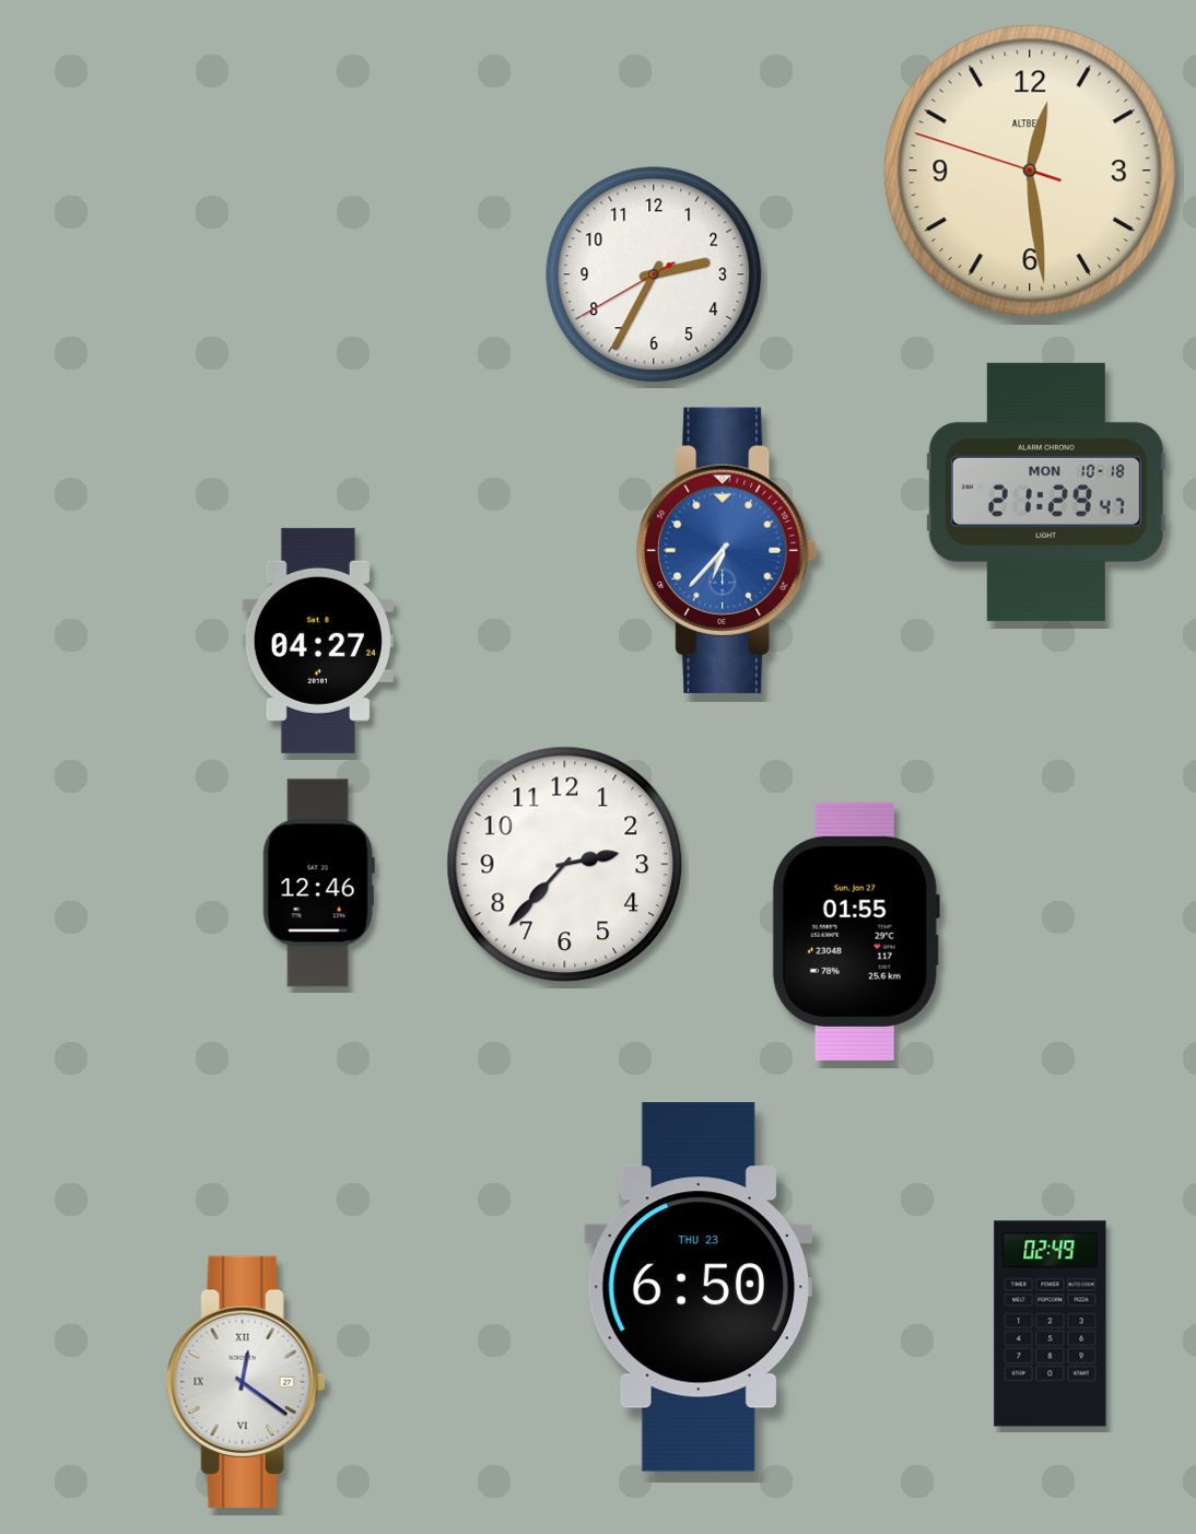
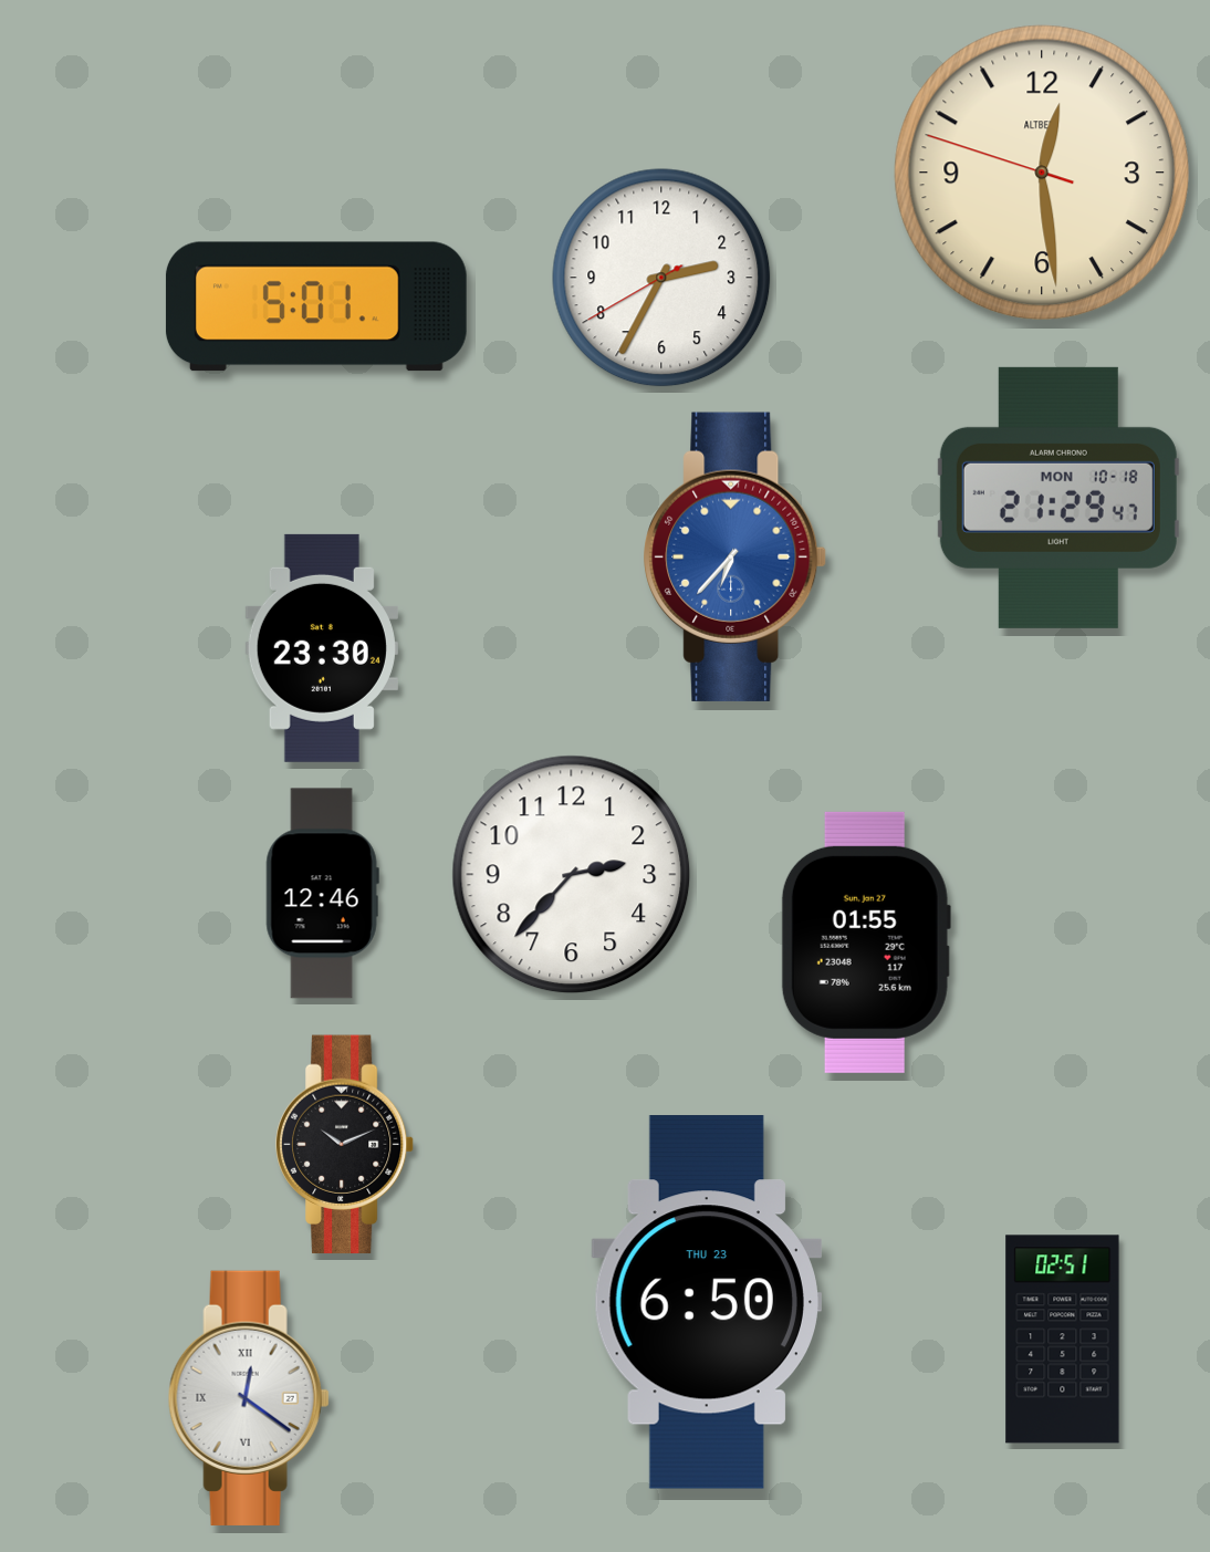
clock at (316, 306): none -> 5:01
clock at (318, 641): 04:27 -> 23:30
clock at (345, 1145): none -> 10:11
clock at (1051, 1324): 02:49 -> 02:51
